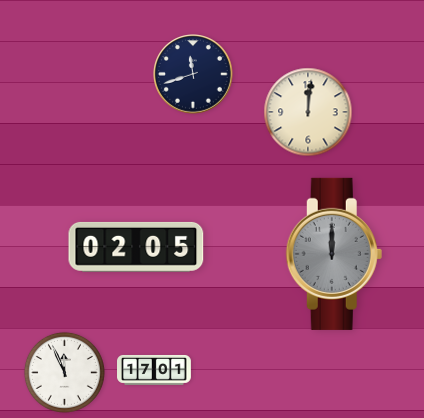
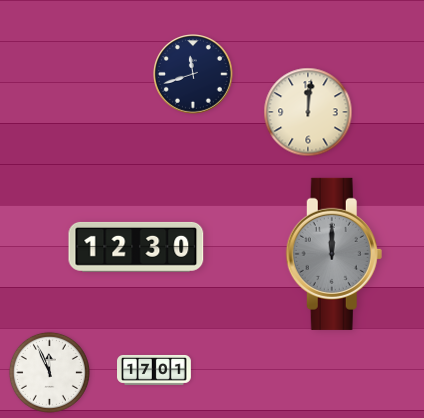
clock at (136, 247): 02:05 -> 12:30
clock at (64, 372) position: (64, 372) -> (49, 372)
